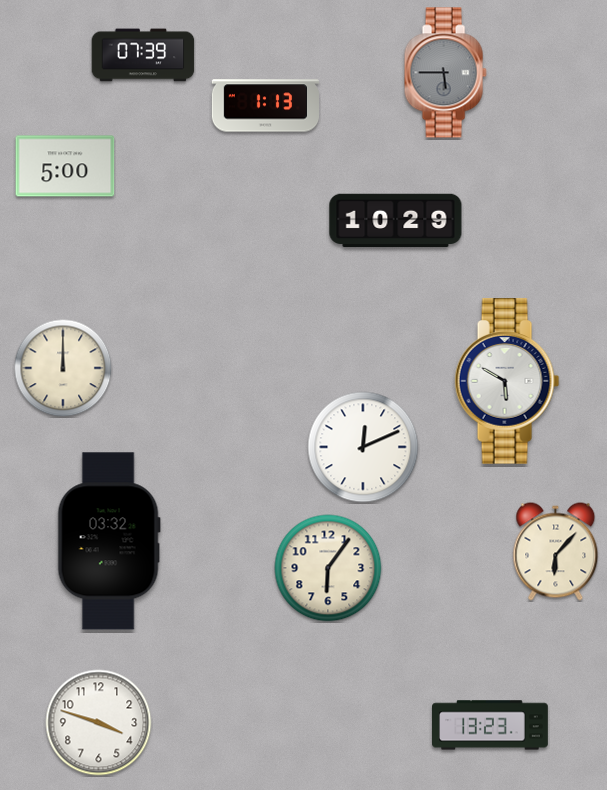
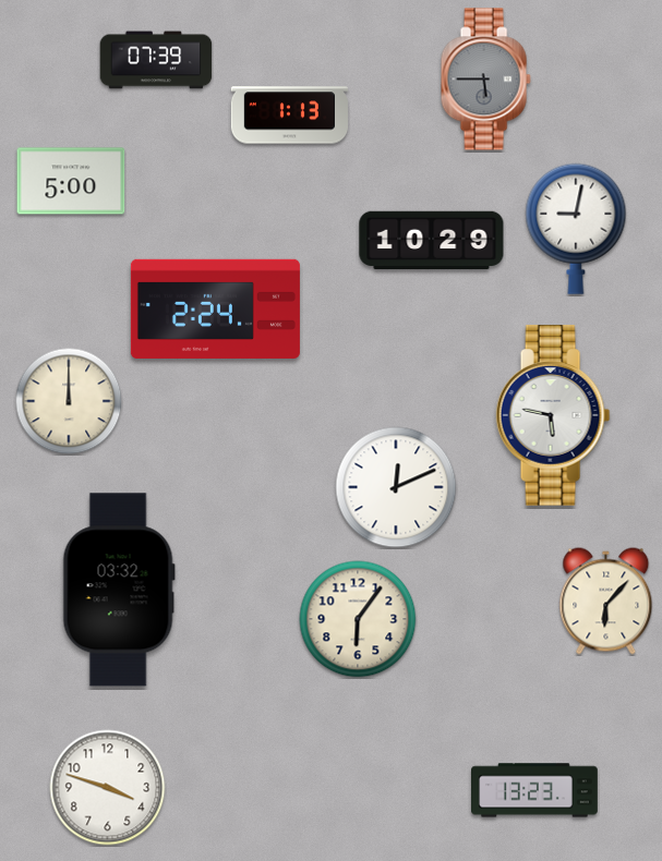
clock at (576, 229): none -> 9:02
clock at (215, 308): none -> 2:24
clock at (507, 381): 5:50 -> 5:47
